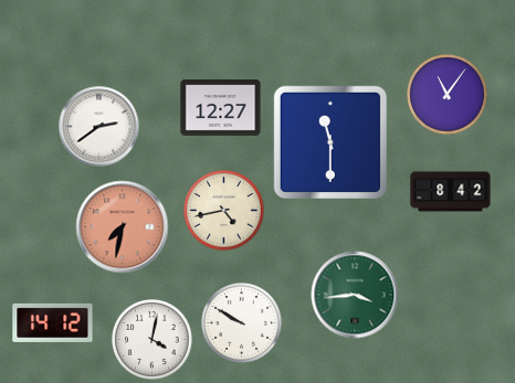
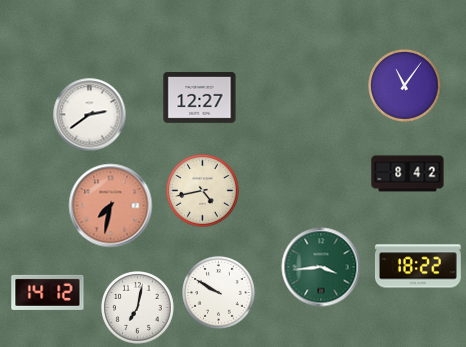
clock at (329, 141): 11:30 -> none
clock at (418, 266): none -> 18:22
clock at (153, 340): 4:02 -> 7:02
